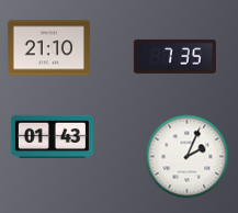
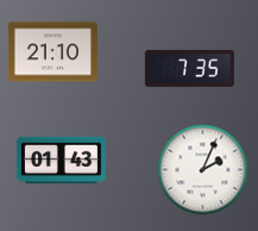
clock at (174, 56) position: (174, 56) -> (189, 68)
clock at (52, 137) position: (52, 137) -> (61, 161)
